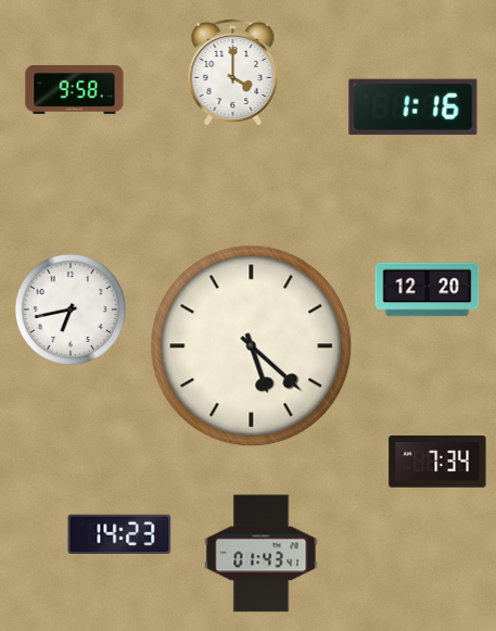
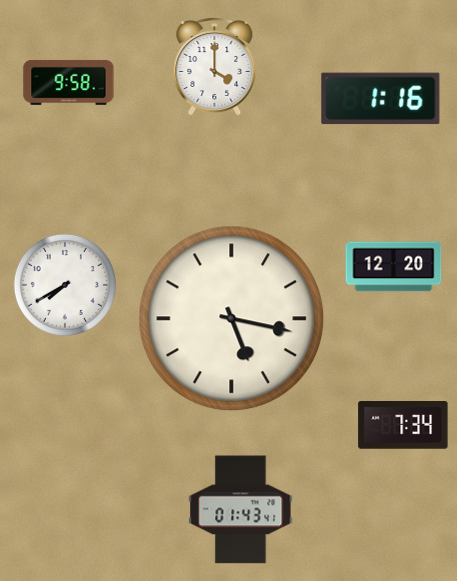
clock at (71, 310): 6:43 -> 7:40
clock at (252, 346): 5:22 -> 5:17
clock at (119, 534): 14:23 -> none
